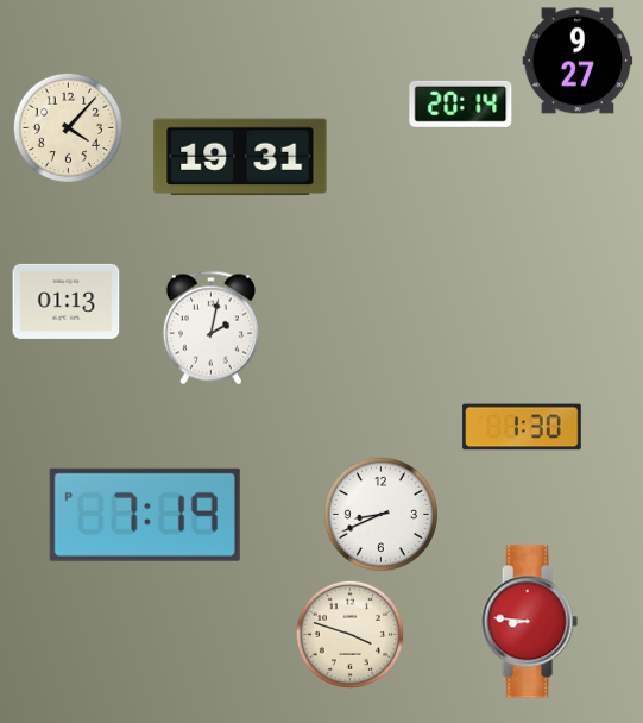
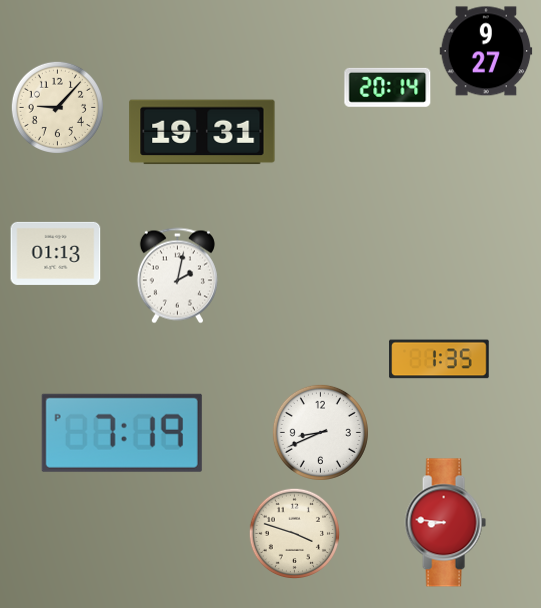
clock at (68, 127): 4:07 -> 9:07
clock at (522, 427): 1:30 -> 1:35
